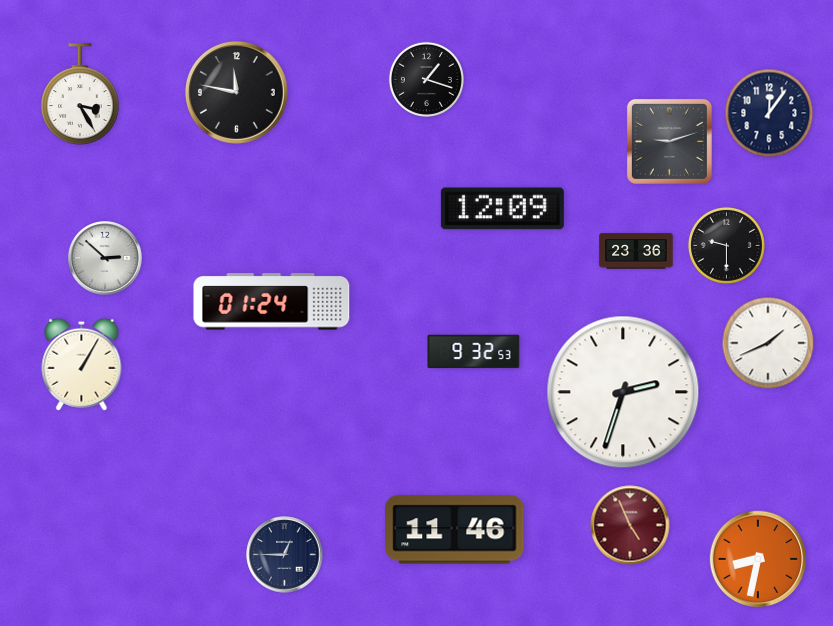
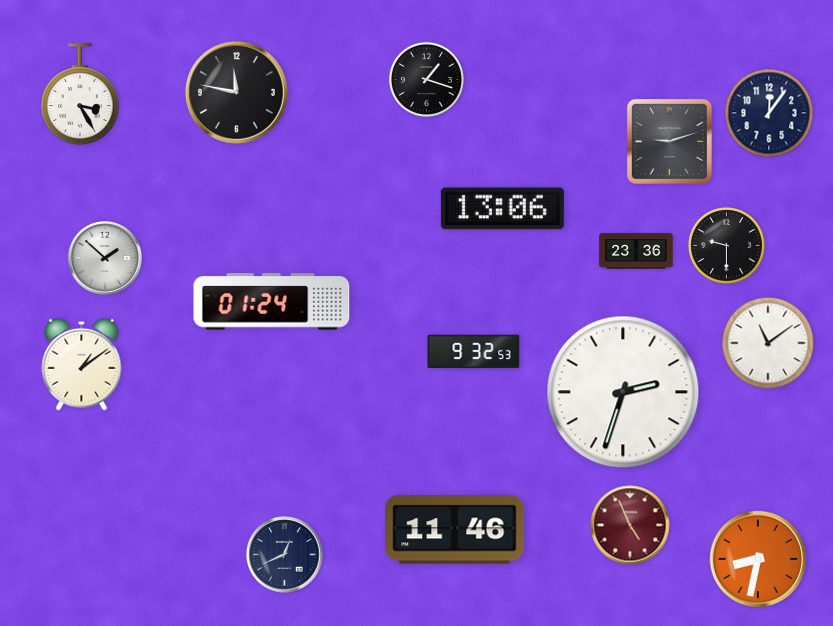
clock at (502, 209): 12:09 -> 13:06
clock at (106, 259): 2:52 -> 1:52
clock at (768, 343): 1:41 -> 11:09
clock at (82, 364): 1:05 -> 1:09
clock at (285, 555): 12:45 -> 12:41
